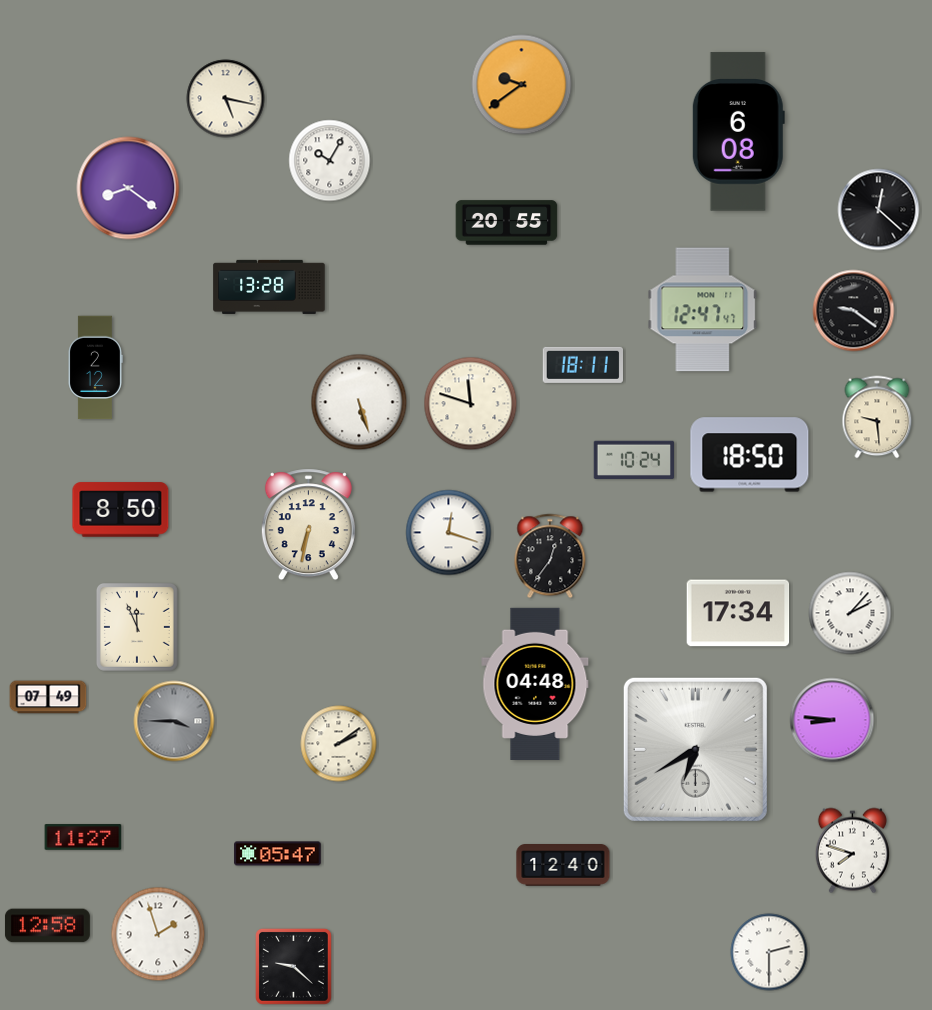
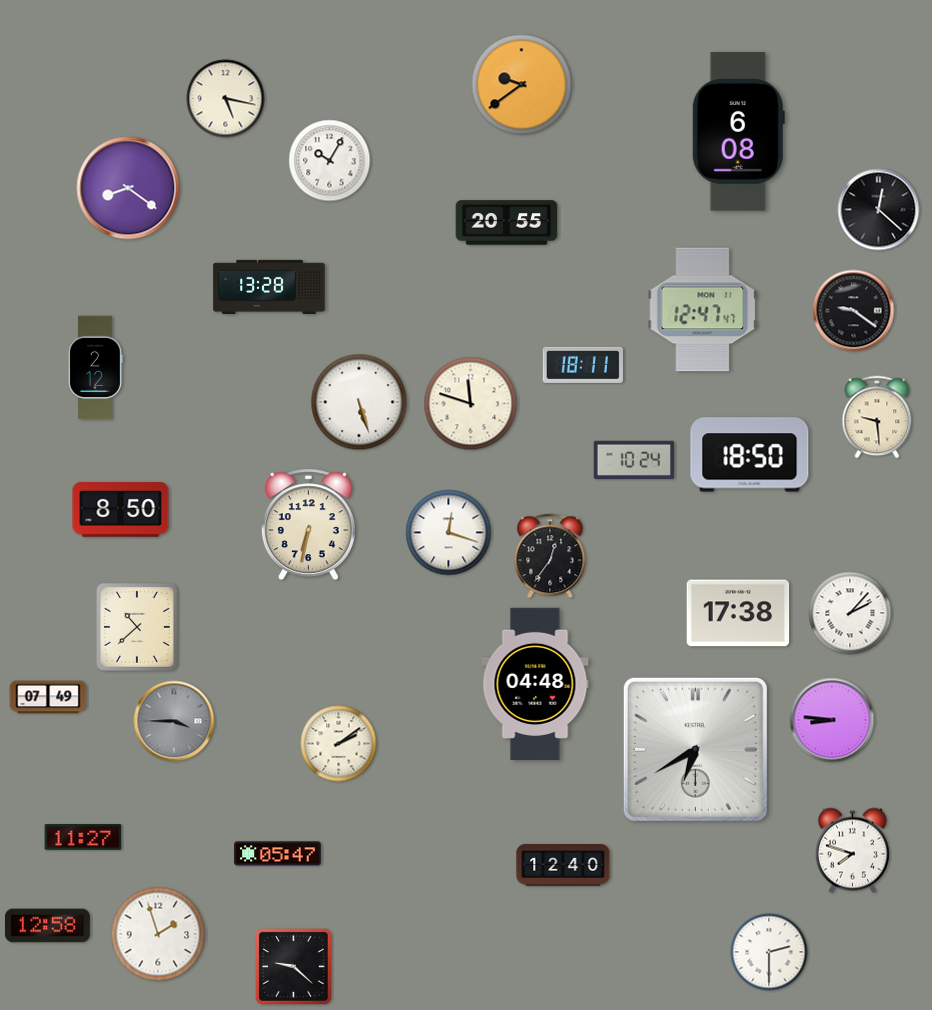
clock at (738, 613): 17:34 -> 17:38
clock at (137, 627): 11:56 -> 10:38
